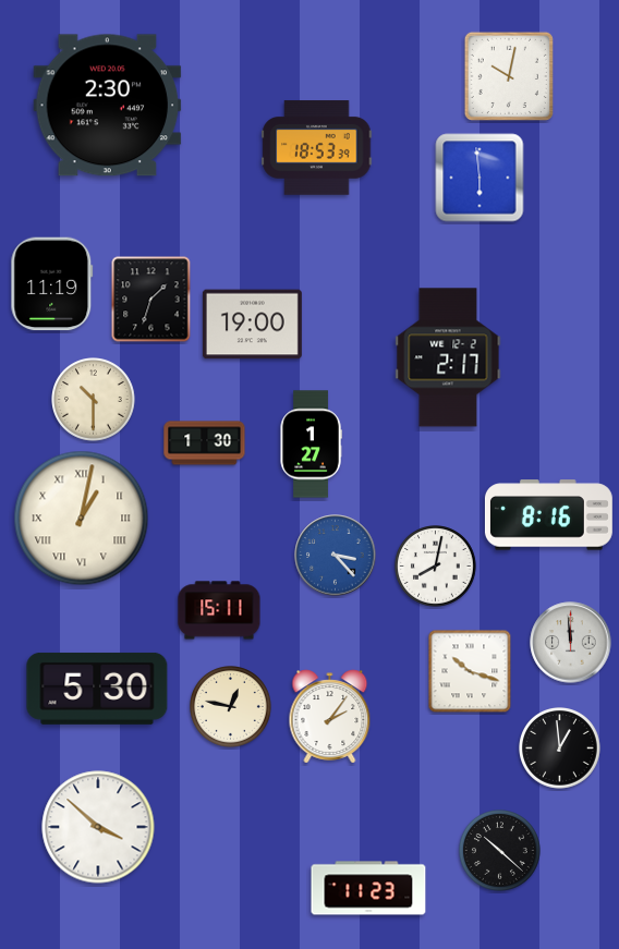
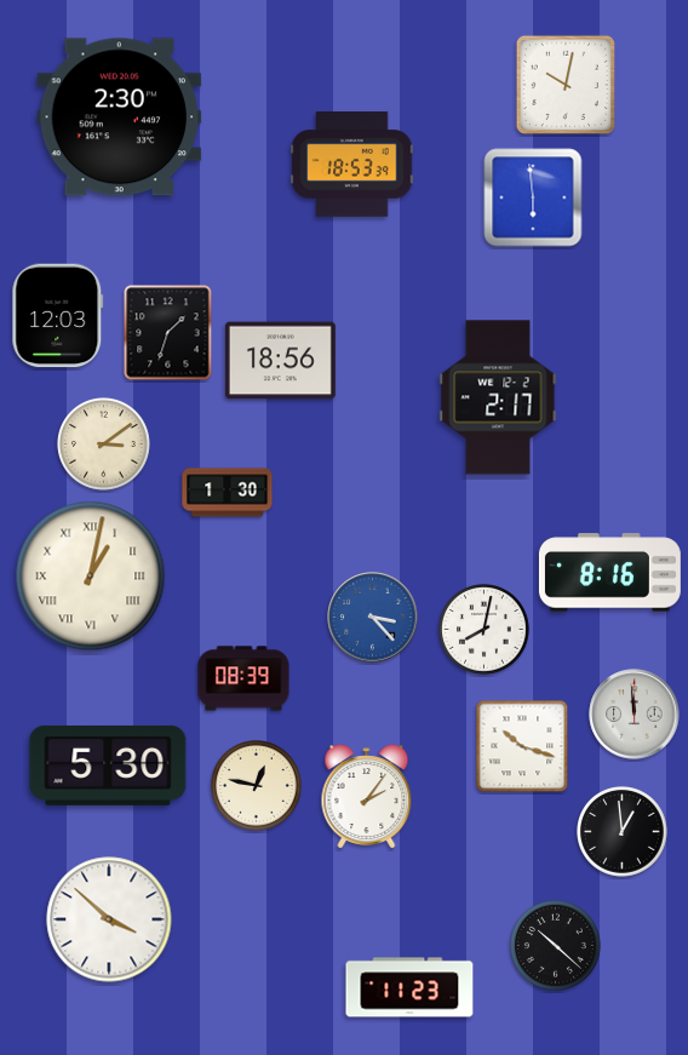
clock at (52, 284): 11:19 -> 12:03
clock at (252, 325): 19:00 -> 18:56
clock at (94, 400): 10:30 -> 3:09
clock at (311, 445): 1:27 -> none
clock at (219, 610): 15:11 -> 08:39
